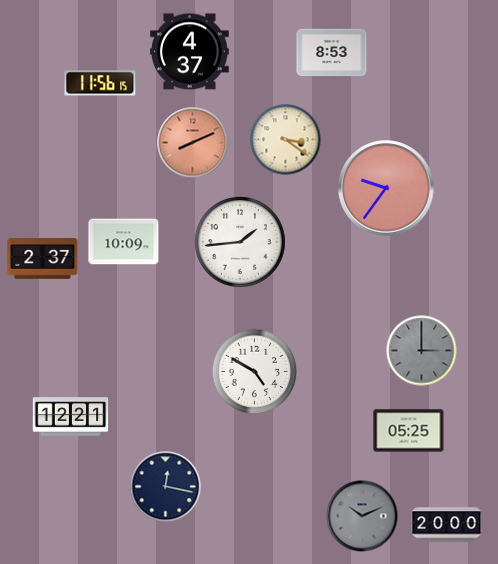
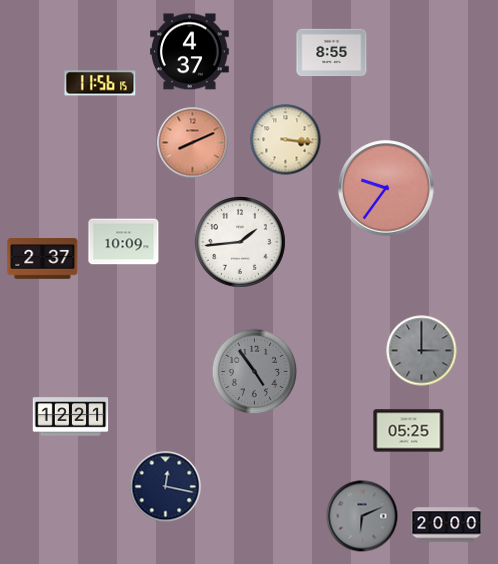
clock at (332, 53): 8:53 -> 8:55
clock at (286, 140): 3:21 -> 3:16
clock at (255, 372): 4:50 -> 4:54
clock at (255, 372) dial: white -> grey
clock at (362, 516): 10:11 -> 6:11
